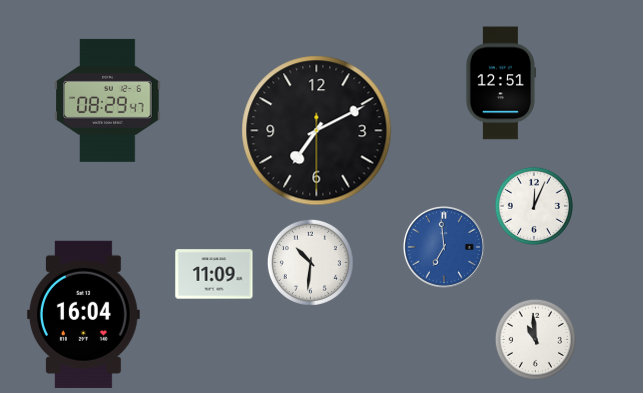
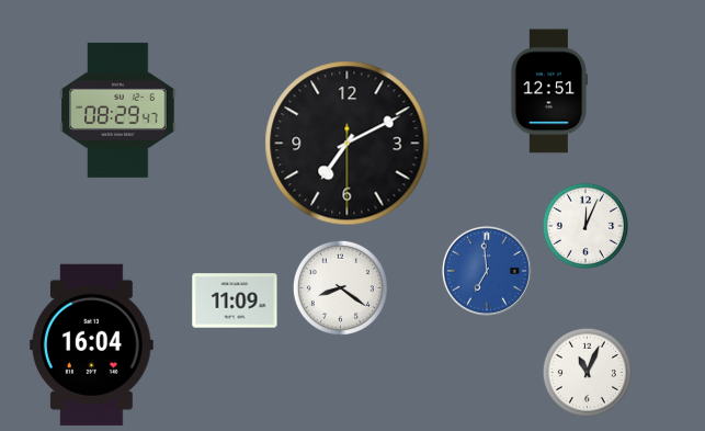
clock at (310, 262): 10:31 -> 8:21
clock at (535, 339): 10:59 -> 11:04
